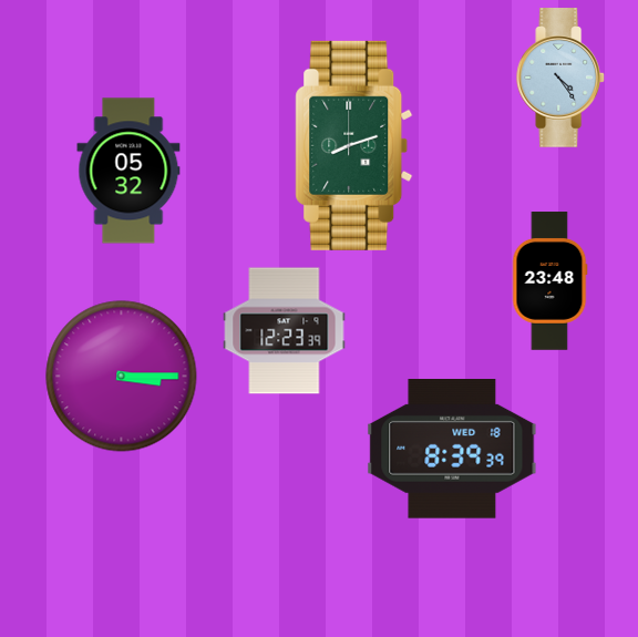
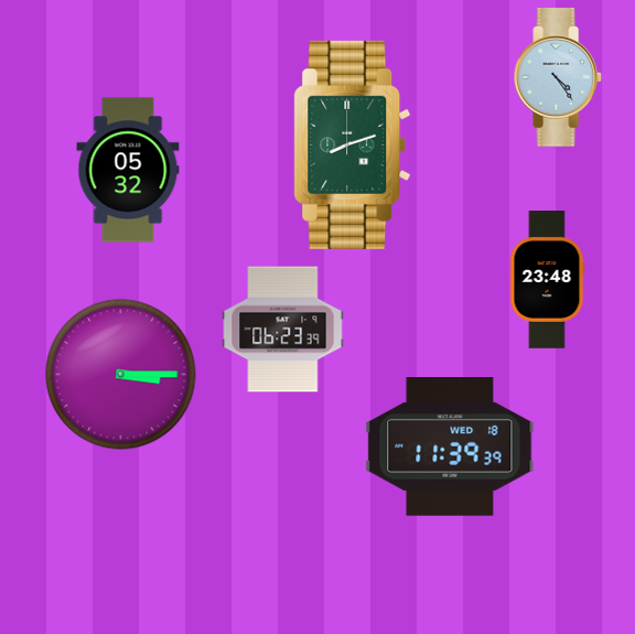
clock at (285, 331): 12:23 -> 06:23
clock at (452, 450): 8:39 -> 11:39
